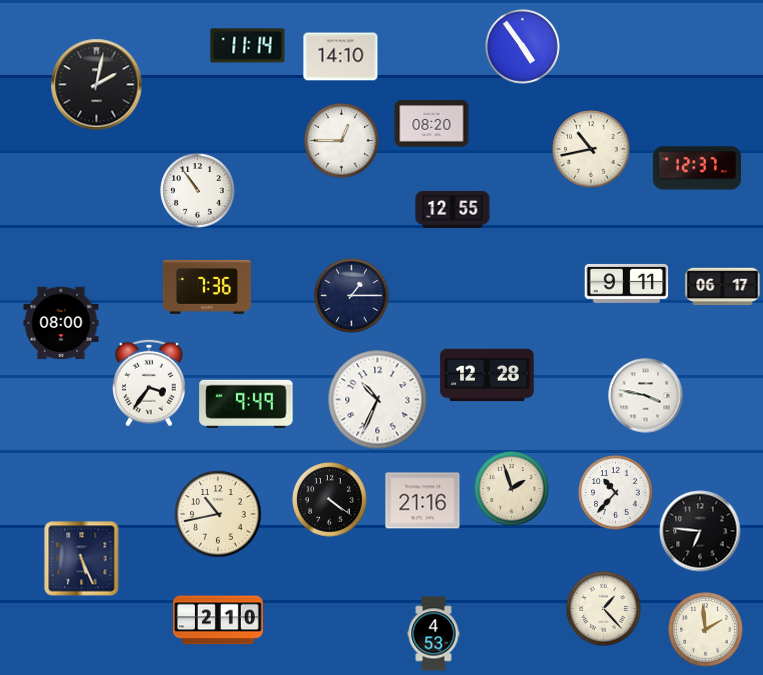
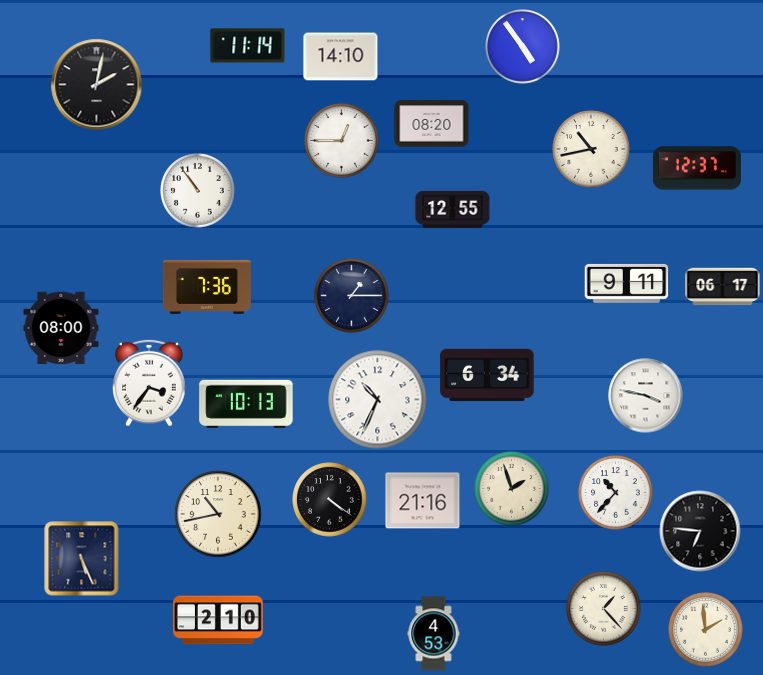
clock at (61, 323) position: (61, 323) -> (61, 328)
clock at (487, 375): 12:28 -> 6:34
clock at (246, 404): 9:49 -> 10:13
